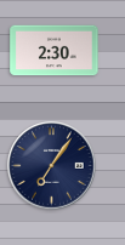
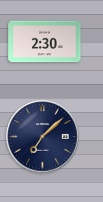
clock at (52, 166): 7:06 -> 7:08
